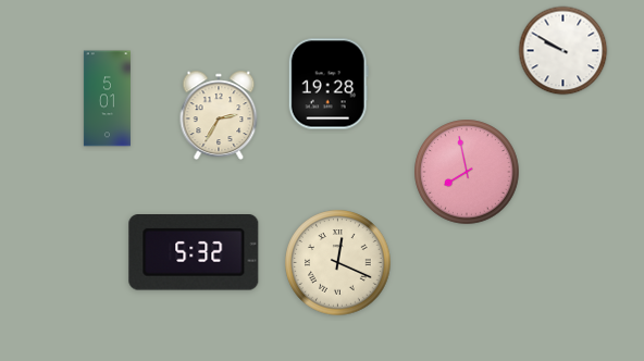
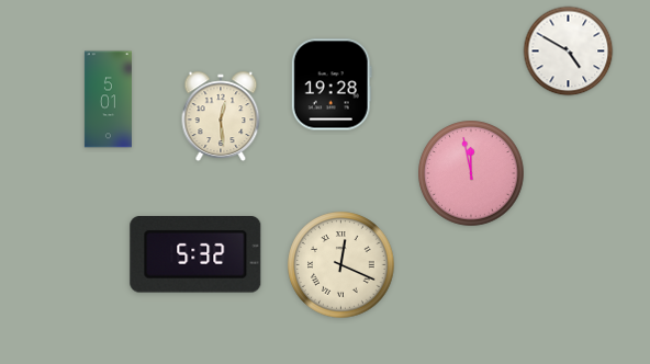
clock at (563, 51): 9:50 -> 4:50
clock at (219, 115): 2:35 -> 12:29
clock at (467, 172): 7:58 -> 11:58
